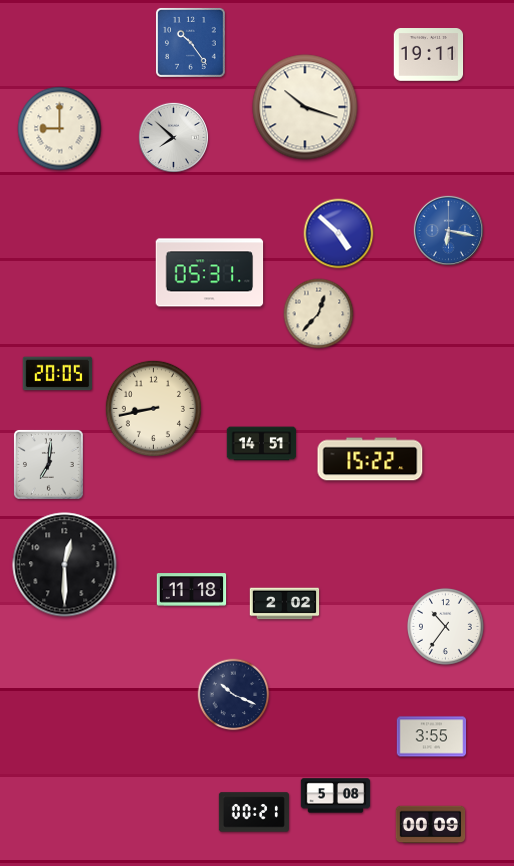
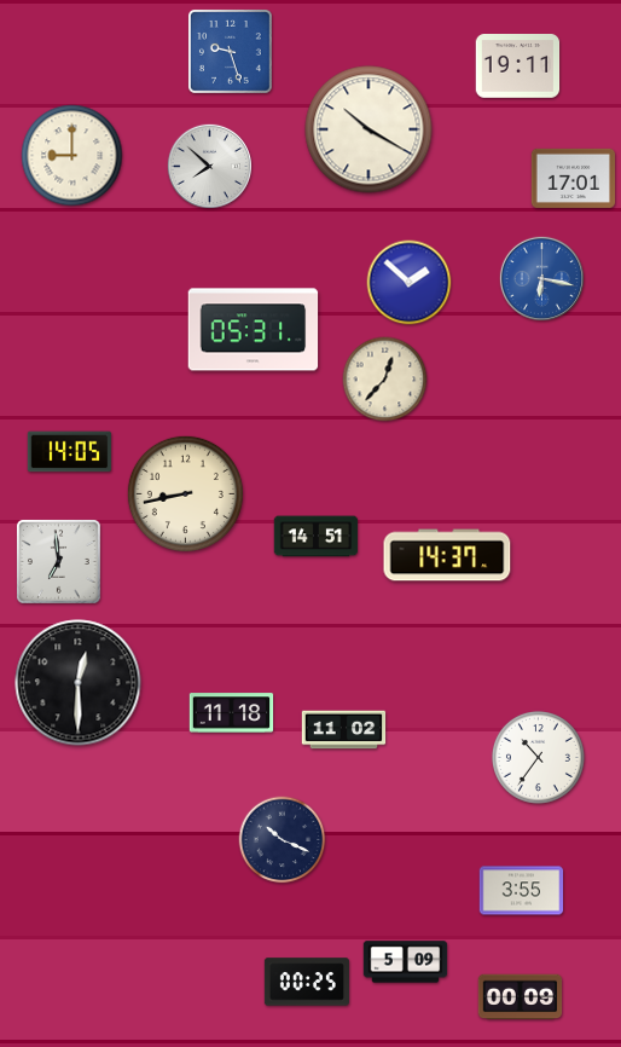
clock at (191, 43): 10:24 -> 9:27
clock at (305, 107): 10:18 -> 10:20
clock at (574, 178): none -> 17:01
clock at (339, 234): 4:52 -> 1:52
clock at (58, 374): 20:05 -> 14:05
clock at (370, 459): 15:22 -> 14:37
clock at (49, 465): 7:01 -> 6:59
clock at (285, 604): 2:02 -> 11:02
clock at (336, 796): 5:08 -> 5:09
clock at (254, 812): 00:21 -> 00:25
